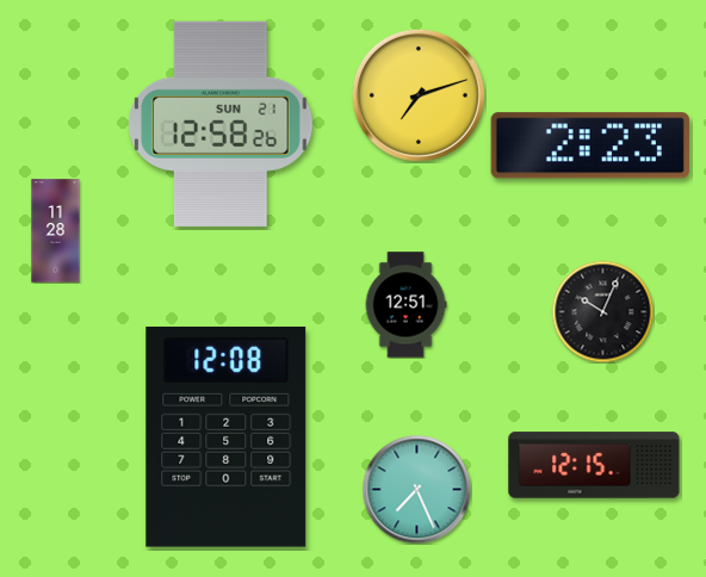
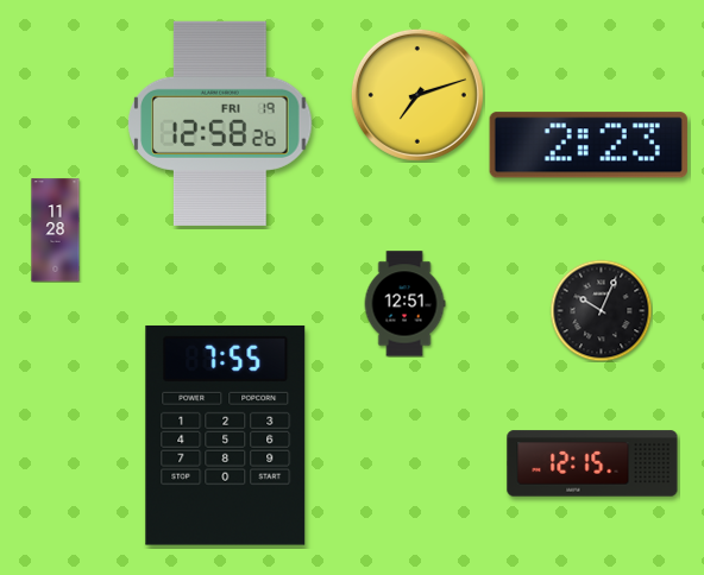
clock at (221, 124) date: SUN 21 -> FRI 19
clock at (227, 436): 12:08 -> 7:55
clock at (416, 489): 7:26 -> none
